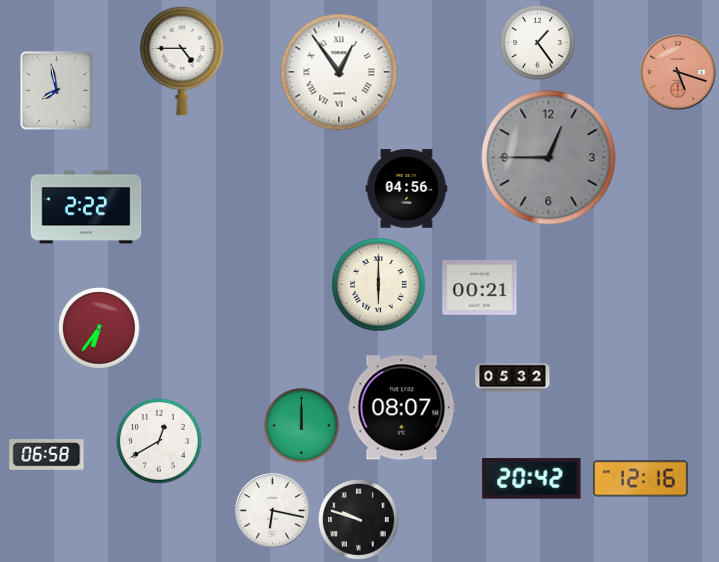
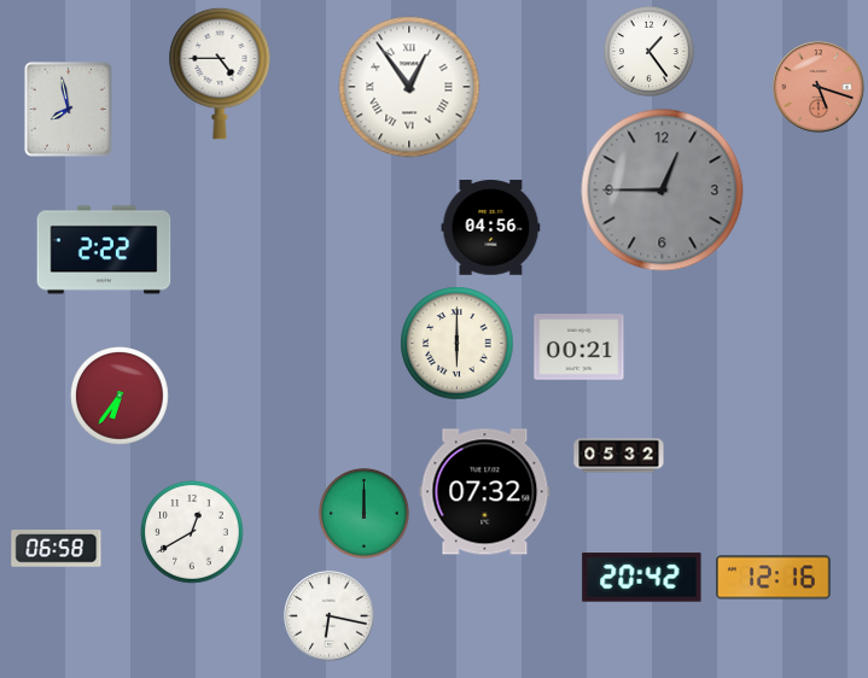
clock at (402, 408): 08:07 -> 07:32
clock at (359, 520): 9:48 -> none
